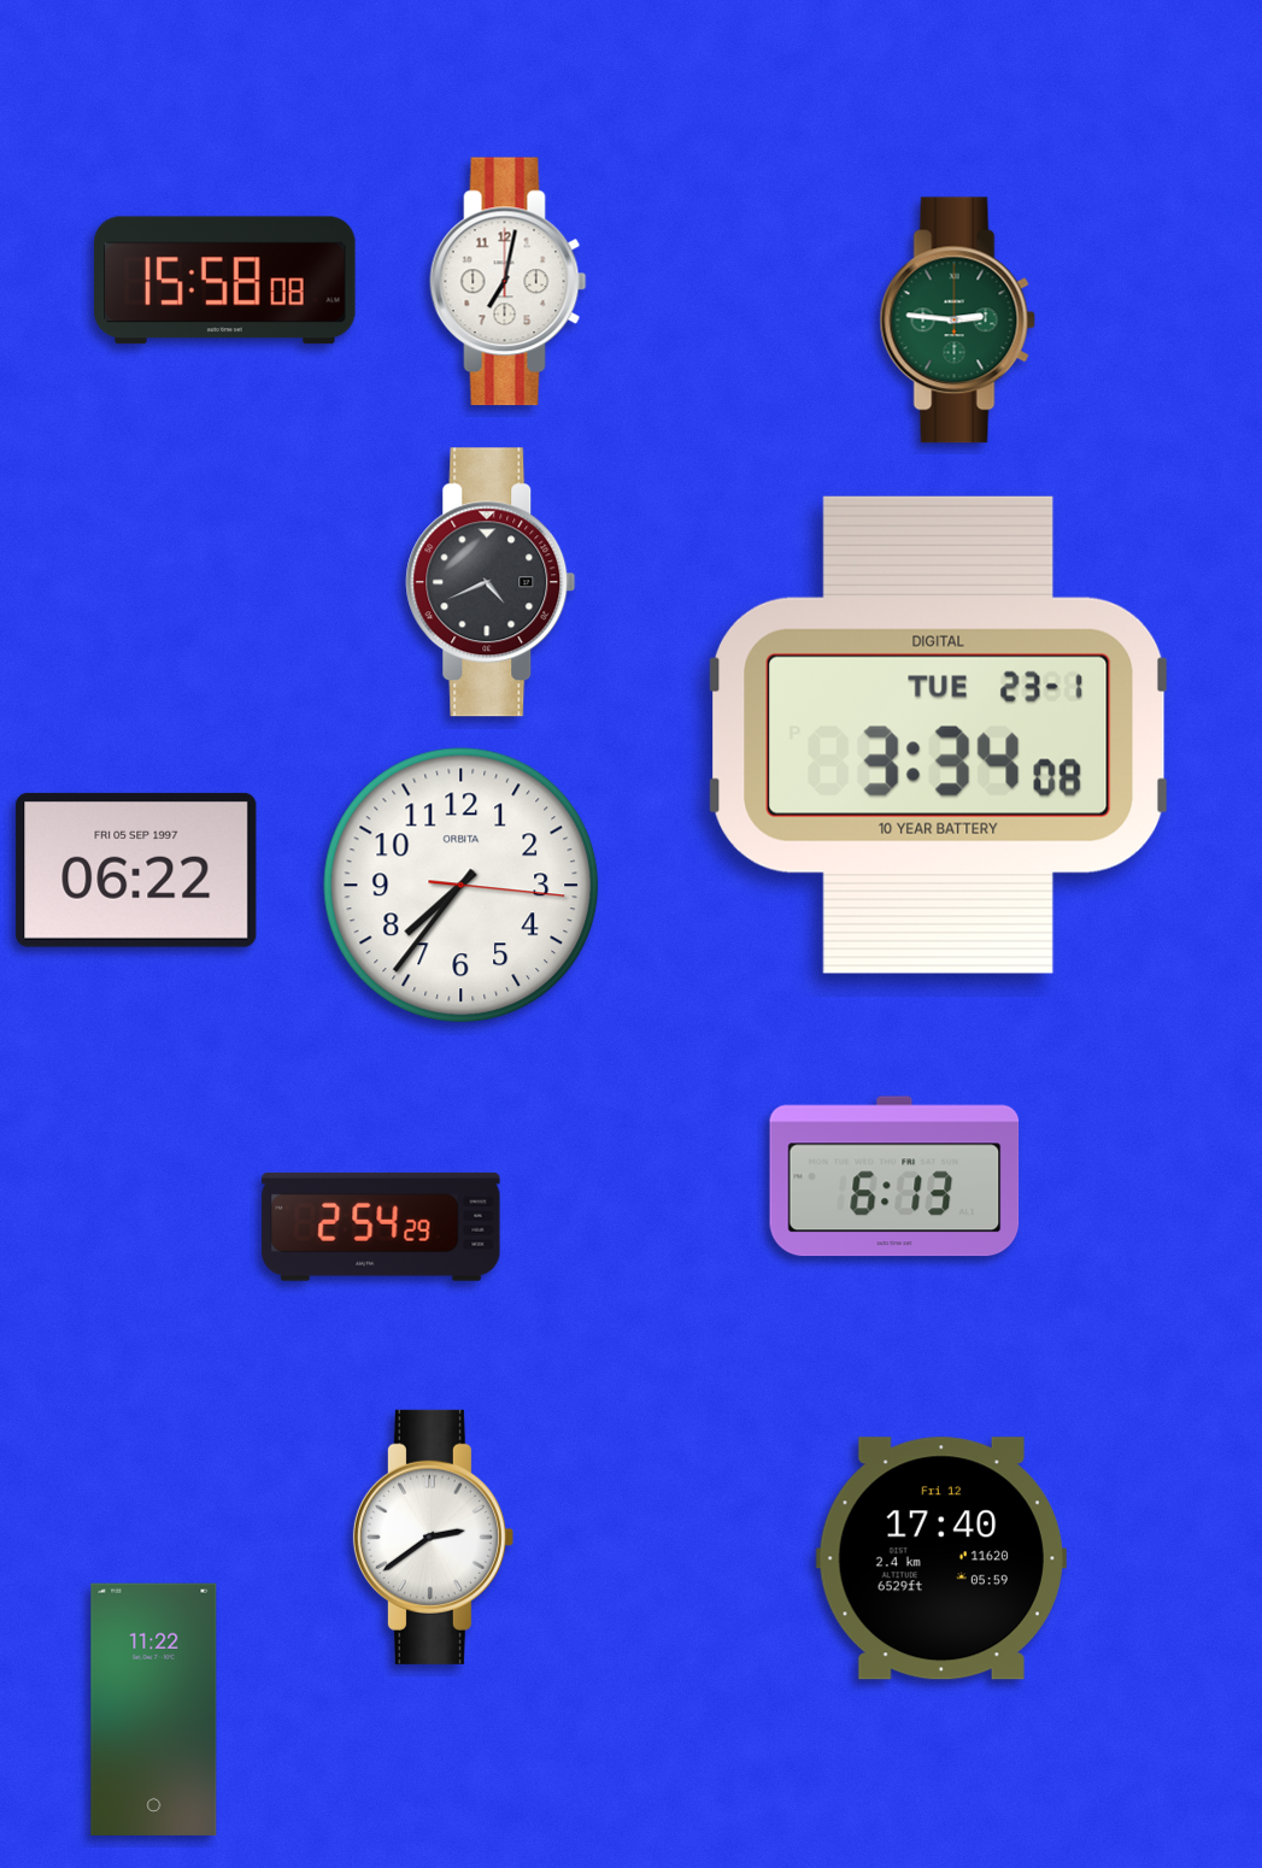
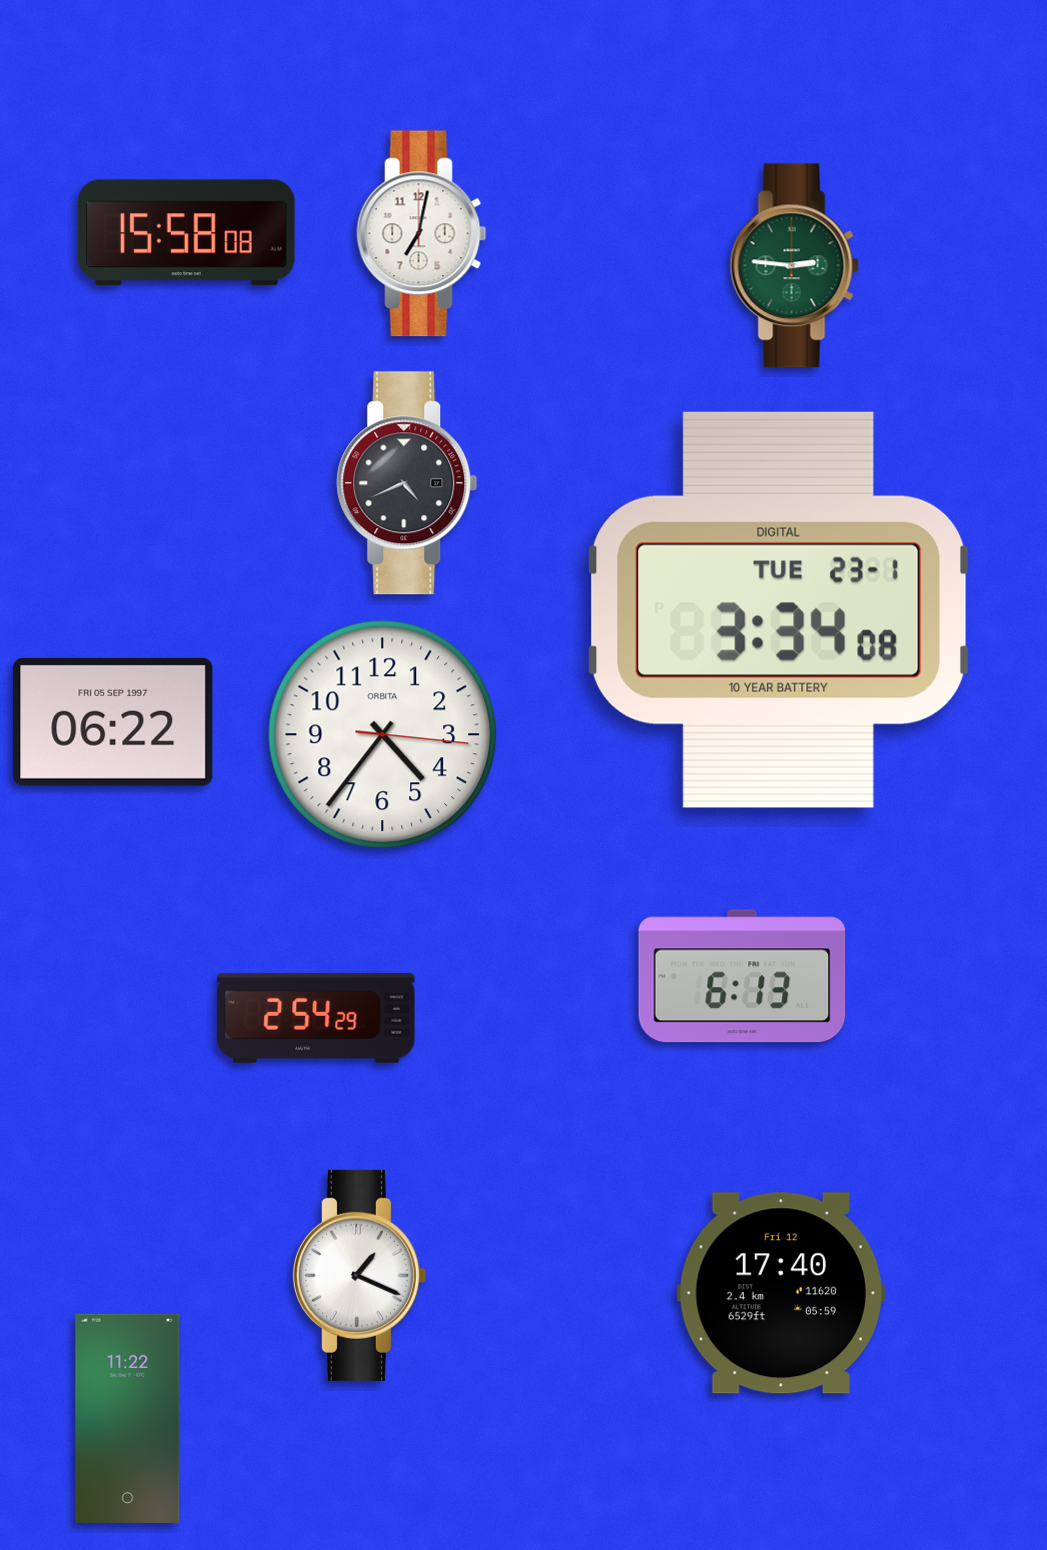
clock at (462, 886): 7:36 -> 4:36
clock at (433, 1537): 2:39 -> 1:19
